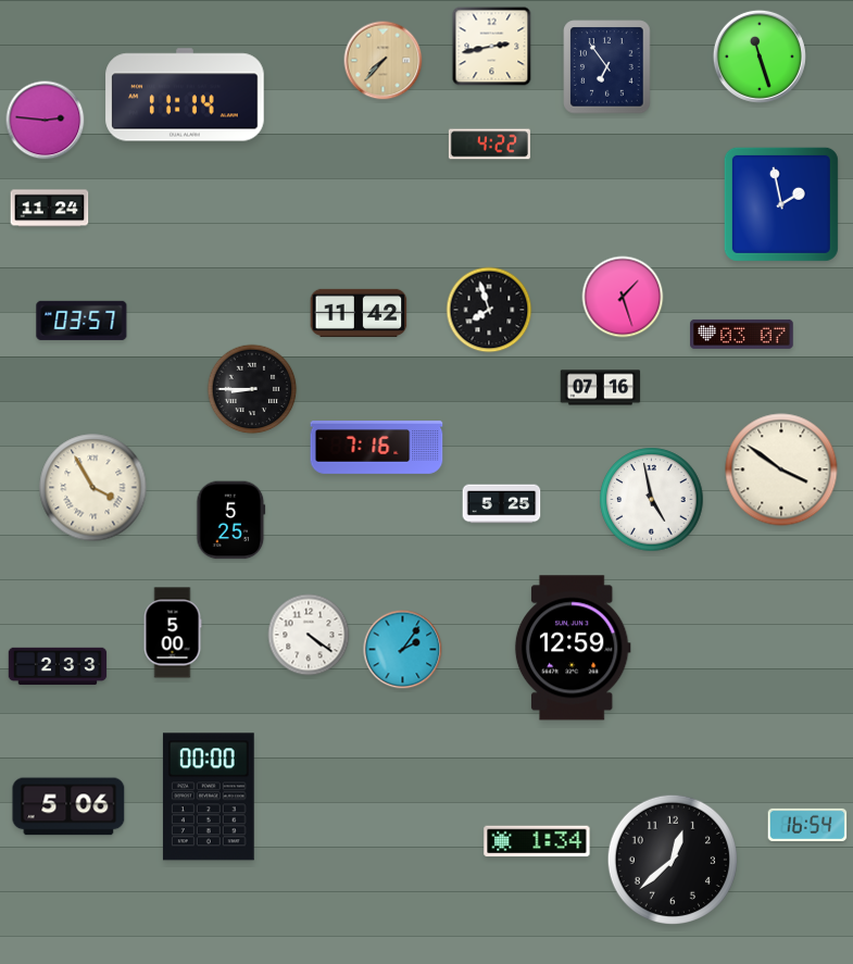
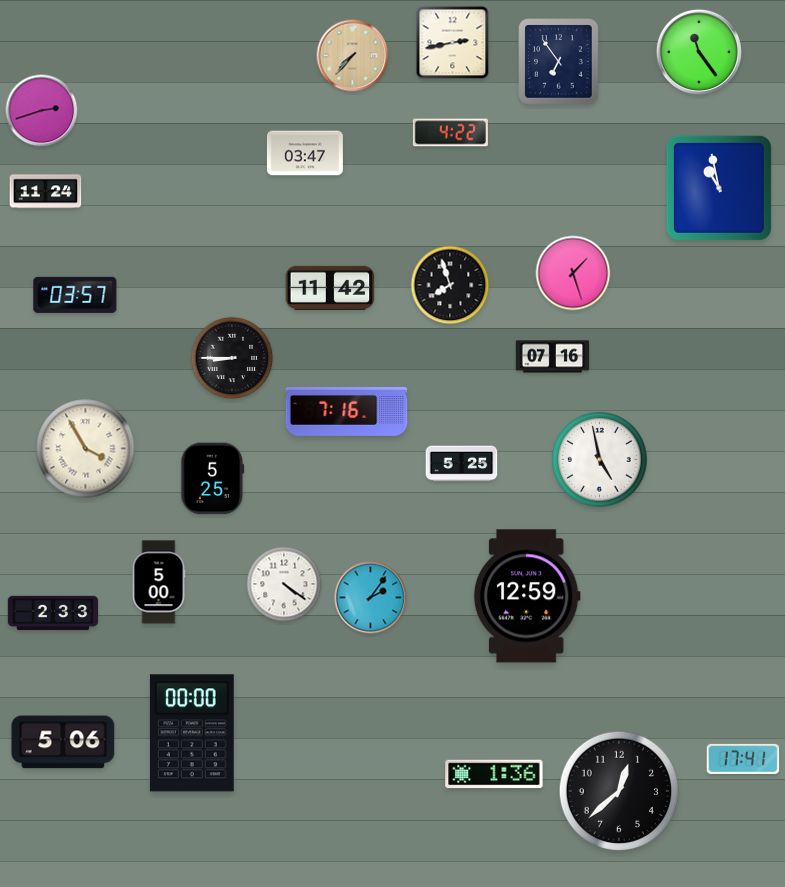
clock at (760, 57): 11:27 -> 11:24
clock at (185, 95): 11:14 -> none
clock at (46, 121): 2:46 -> 2:42
clock at (305, 153): none -> 03:47
clock at (781, 204): 1:58 -> 10:58
clock at (742, 334): 03:07 -> none
clock at (781, 470): 3:51 -> none
clock at (807, 825): 16:54 -> 17:41
clock at (537, 841): 1:34 -> 1:36
